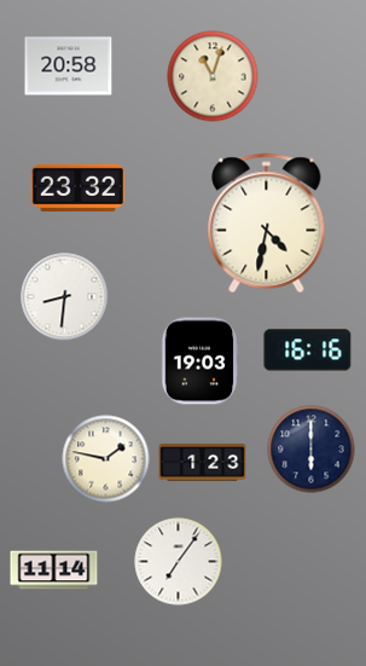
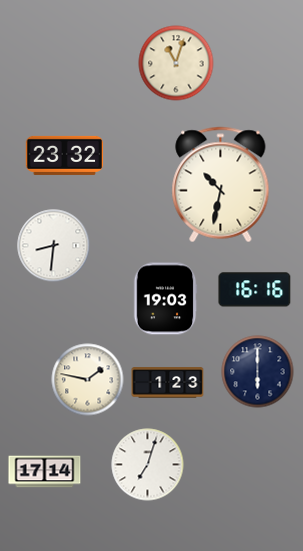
clock at (69, 66): 20:58 -> none
clock at (267, 224): 4:32 -> 10:32
clock at (179, 562): 7:06 -> 7:03
clock at (54, 571): 11:14 -> 17:14
